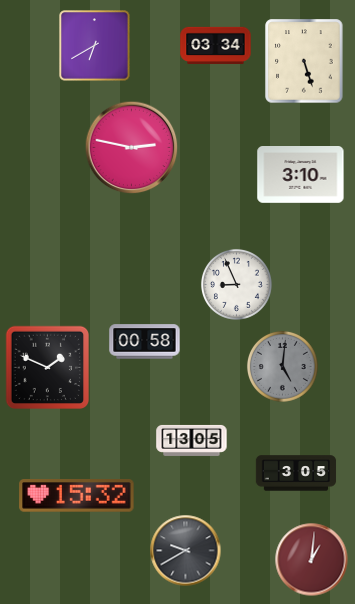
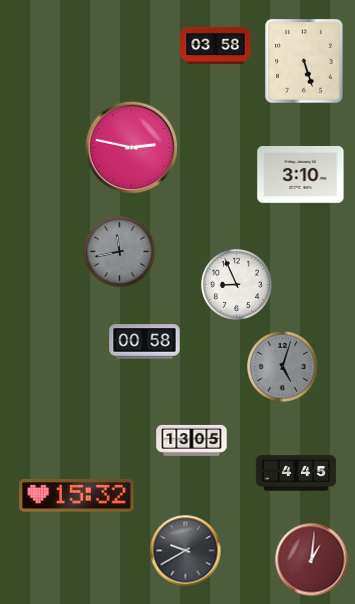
clock at (216, 45): 03:34 -> 03:58
clock at (95, 46): 6:40 -> none
clock at (120, 252): none -> 11:43
clock at (47, 367): 1:49 -> none
clock at (283, 367): 5:01 -> 5:03
clock at (296, 473): 3:05 -> 4:45
